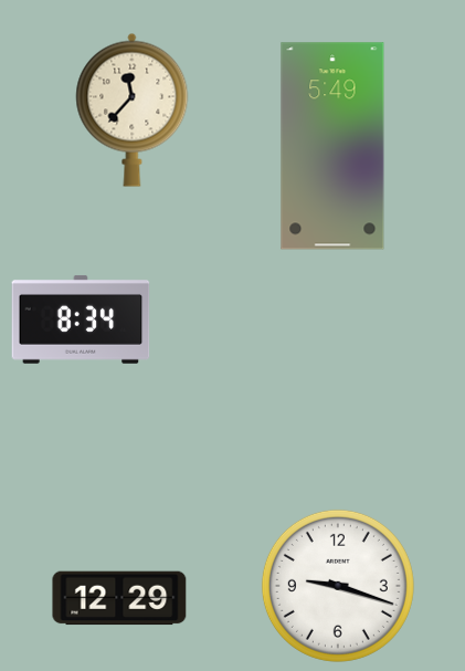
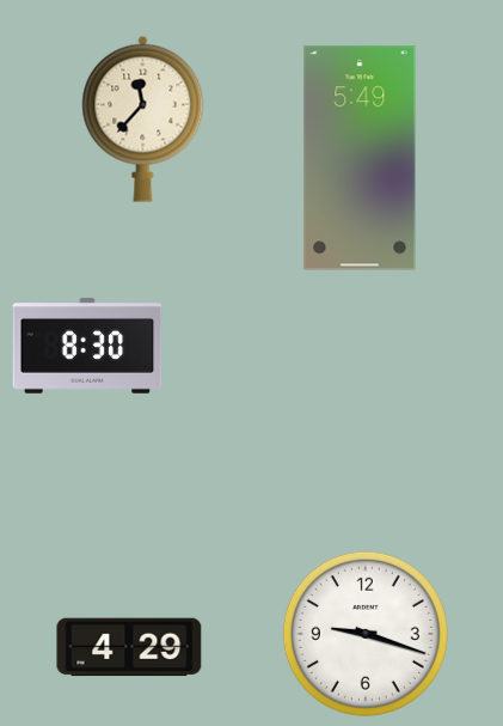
clock at (81, 319): 8:34 -> 8:30
clock at (119, 598): 12:29 -> 4:29
